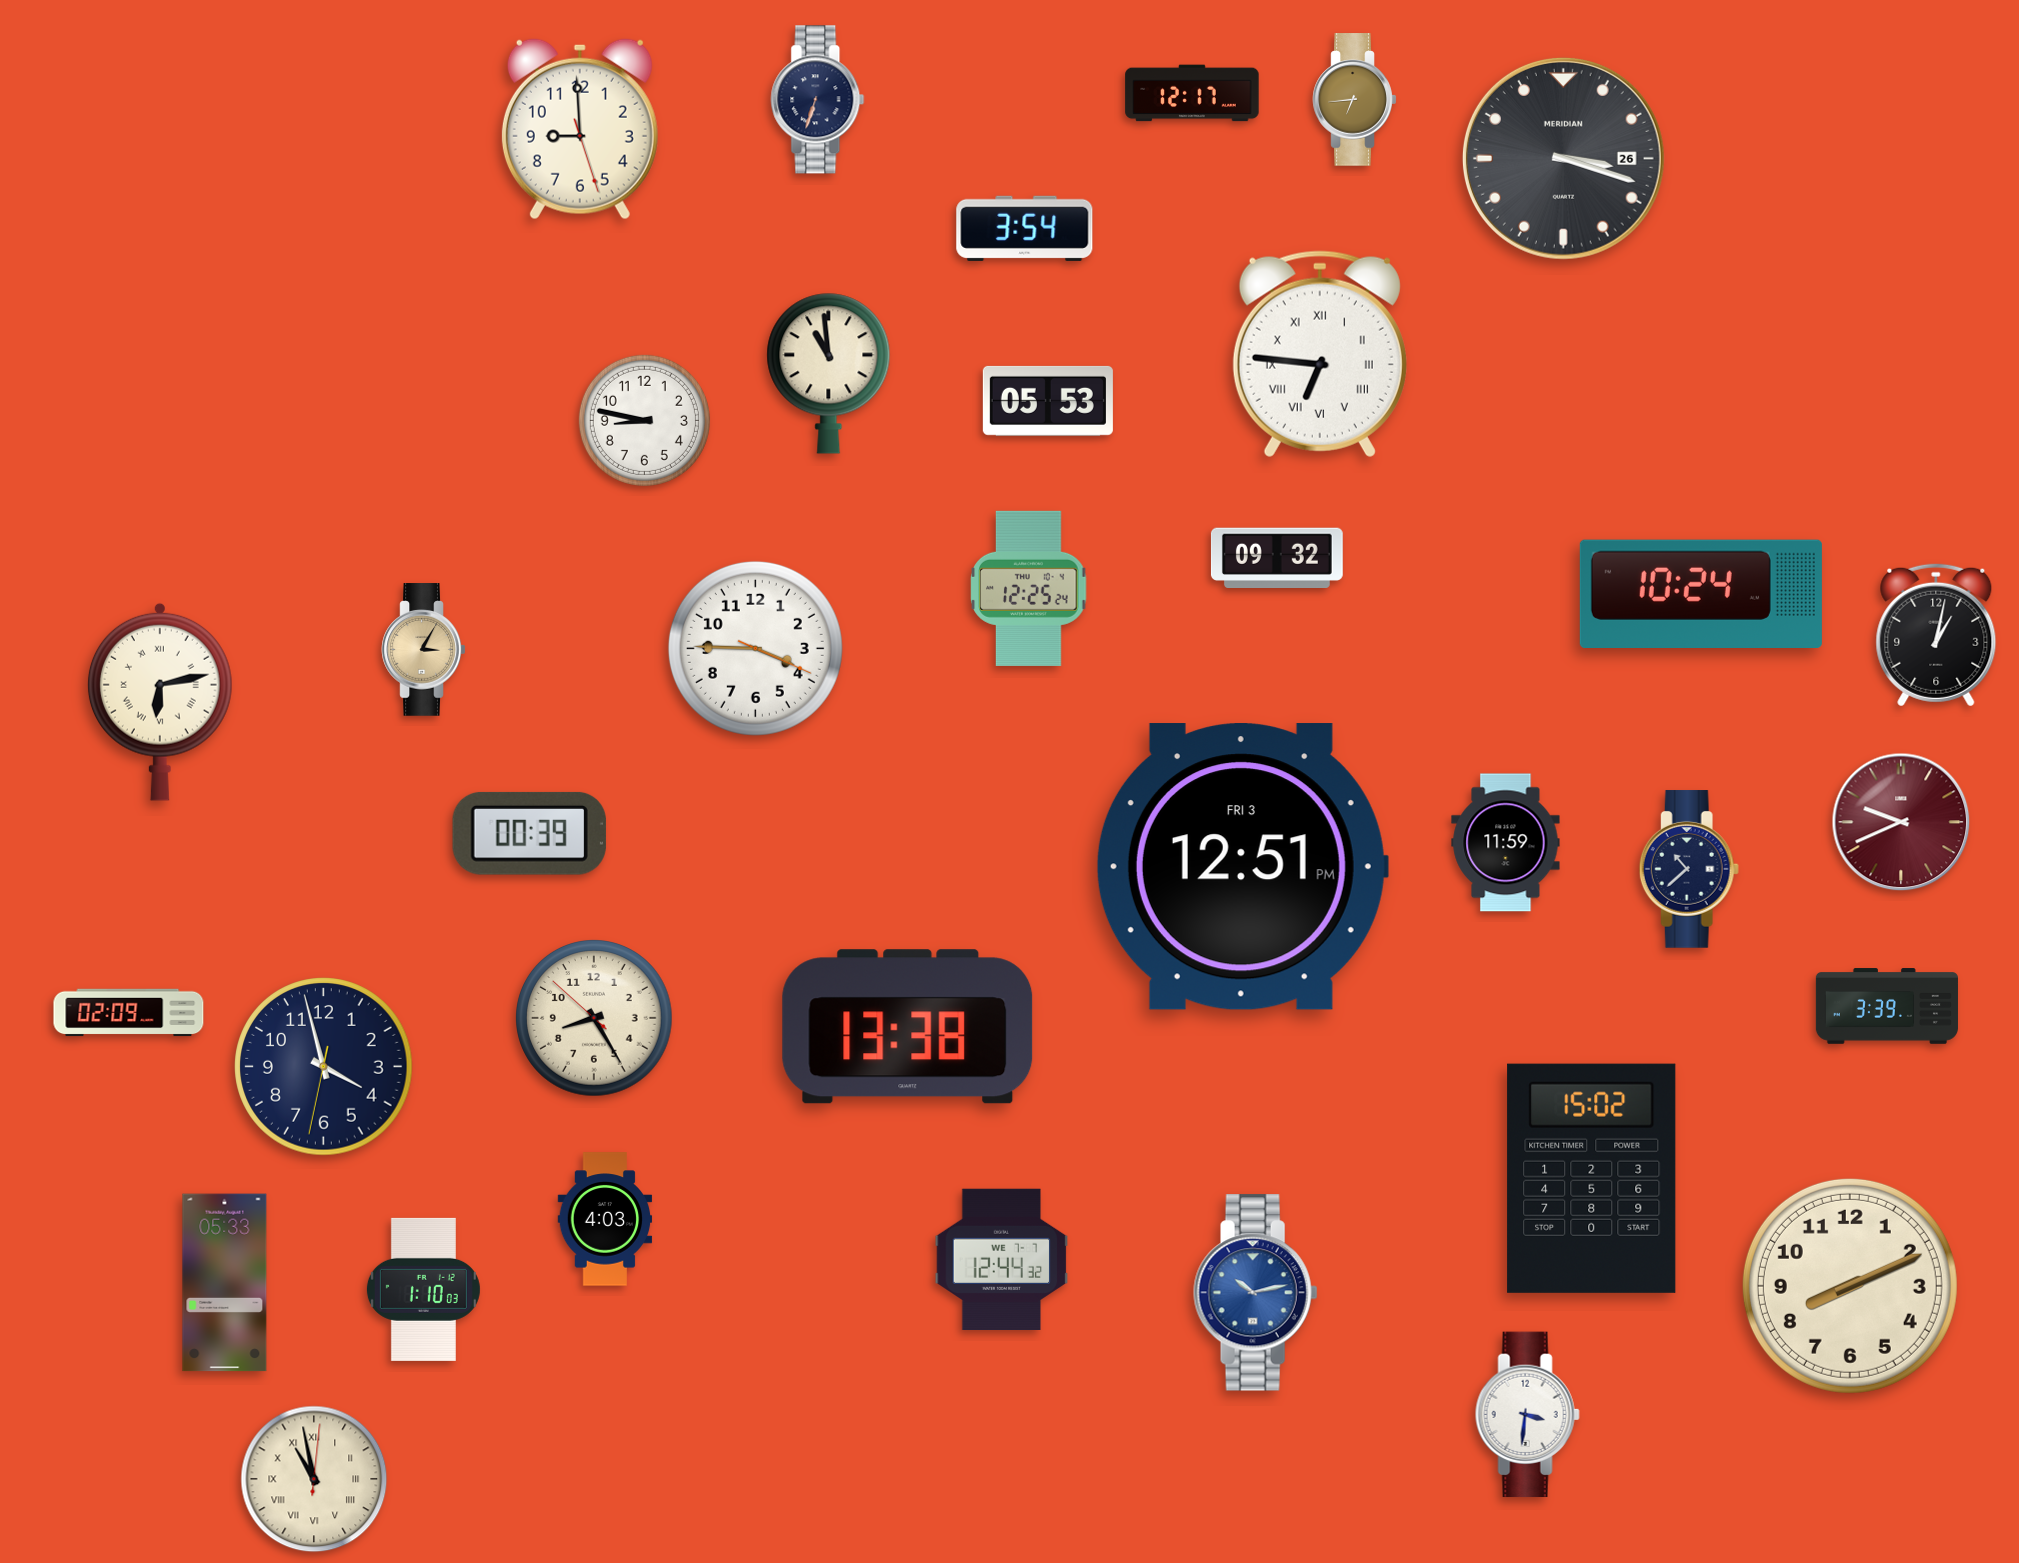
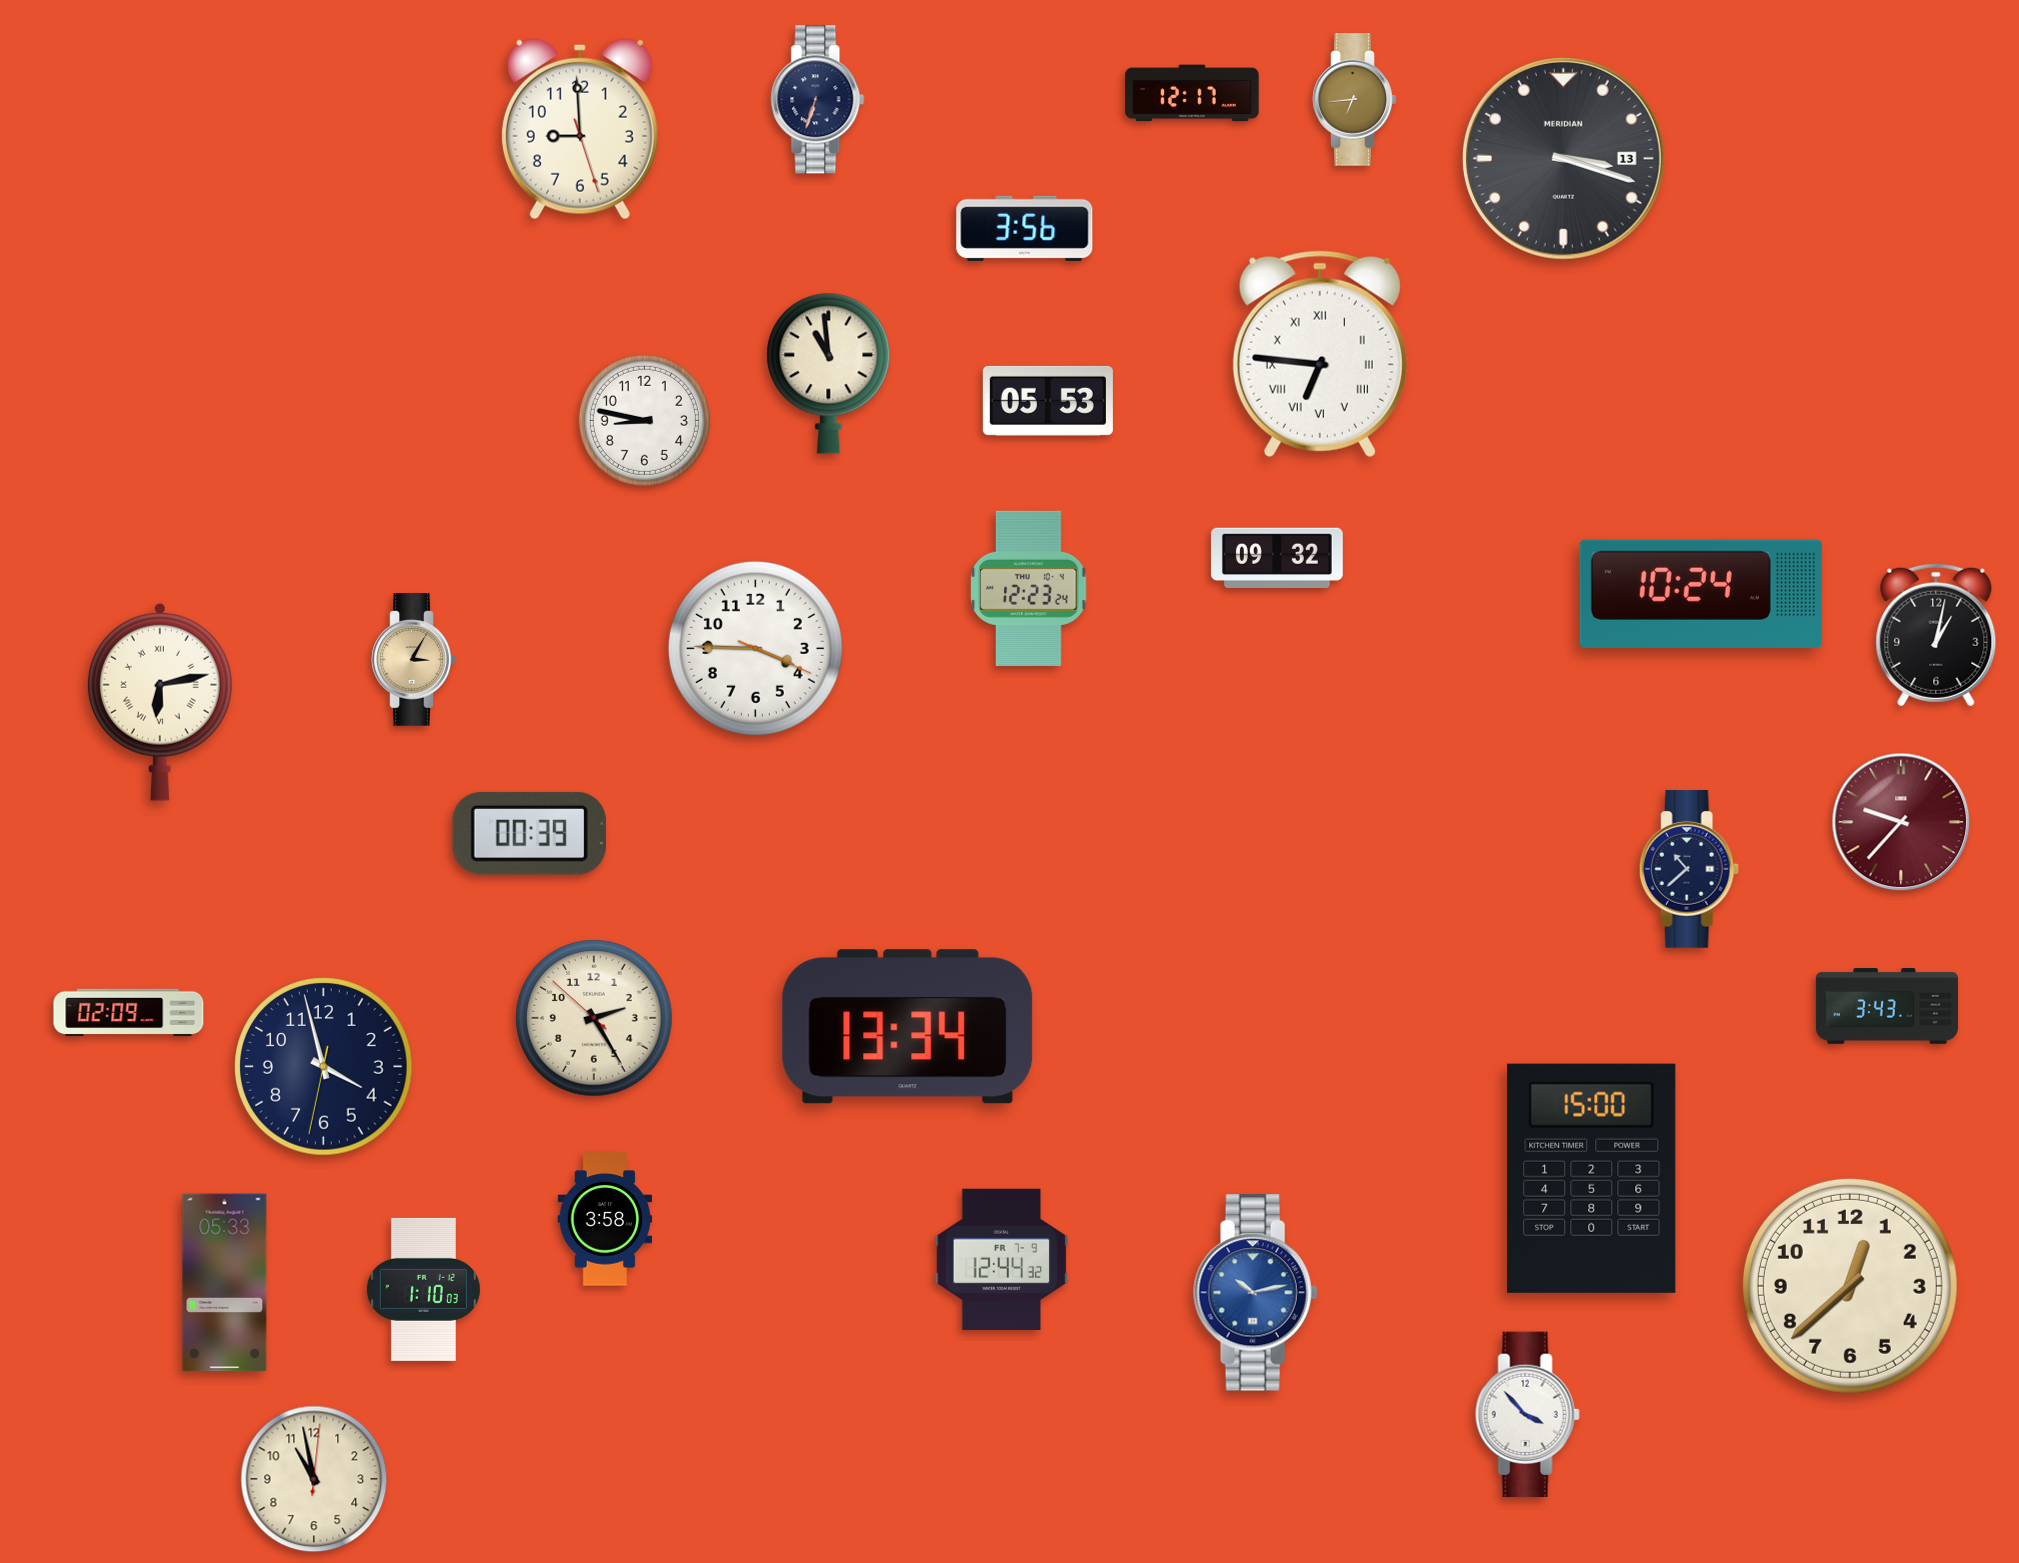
clock at (1563, 158) date: 26 -> 13
clock at (1025, 228): 3:54 -> 3:56
clock at (1029, 588): 12:25 -> 12:23
clock at (424, 650) position: (424, 650) -> (414, 660)
clock at (1901, 822): 9:41 -> 9:37
clock at (1506, 843): 11:59 -> none
clock at (1242, 867): 12:51 -> none
clock at (1886, 1006): 3:39 -> 3:43
clock at (595, 1019): 8:24 -> 2:24
clock at (908, 1027): 13:38 -> 13:34
clock at (1592, 1178): 15:02 -> 15:00
clock at (605, 1219): 4:03 -> 3:58
clock at (1002, 1259) date: WE 7-7 -> FR 7-9
clock at (1850, 1286): 8:11 -> 12:38
clock at (1527, 1415): 3:31 -> 3:53
clock at (314, 1479) numerals: Roman -> Arabic
